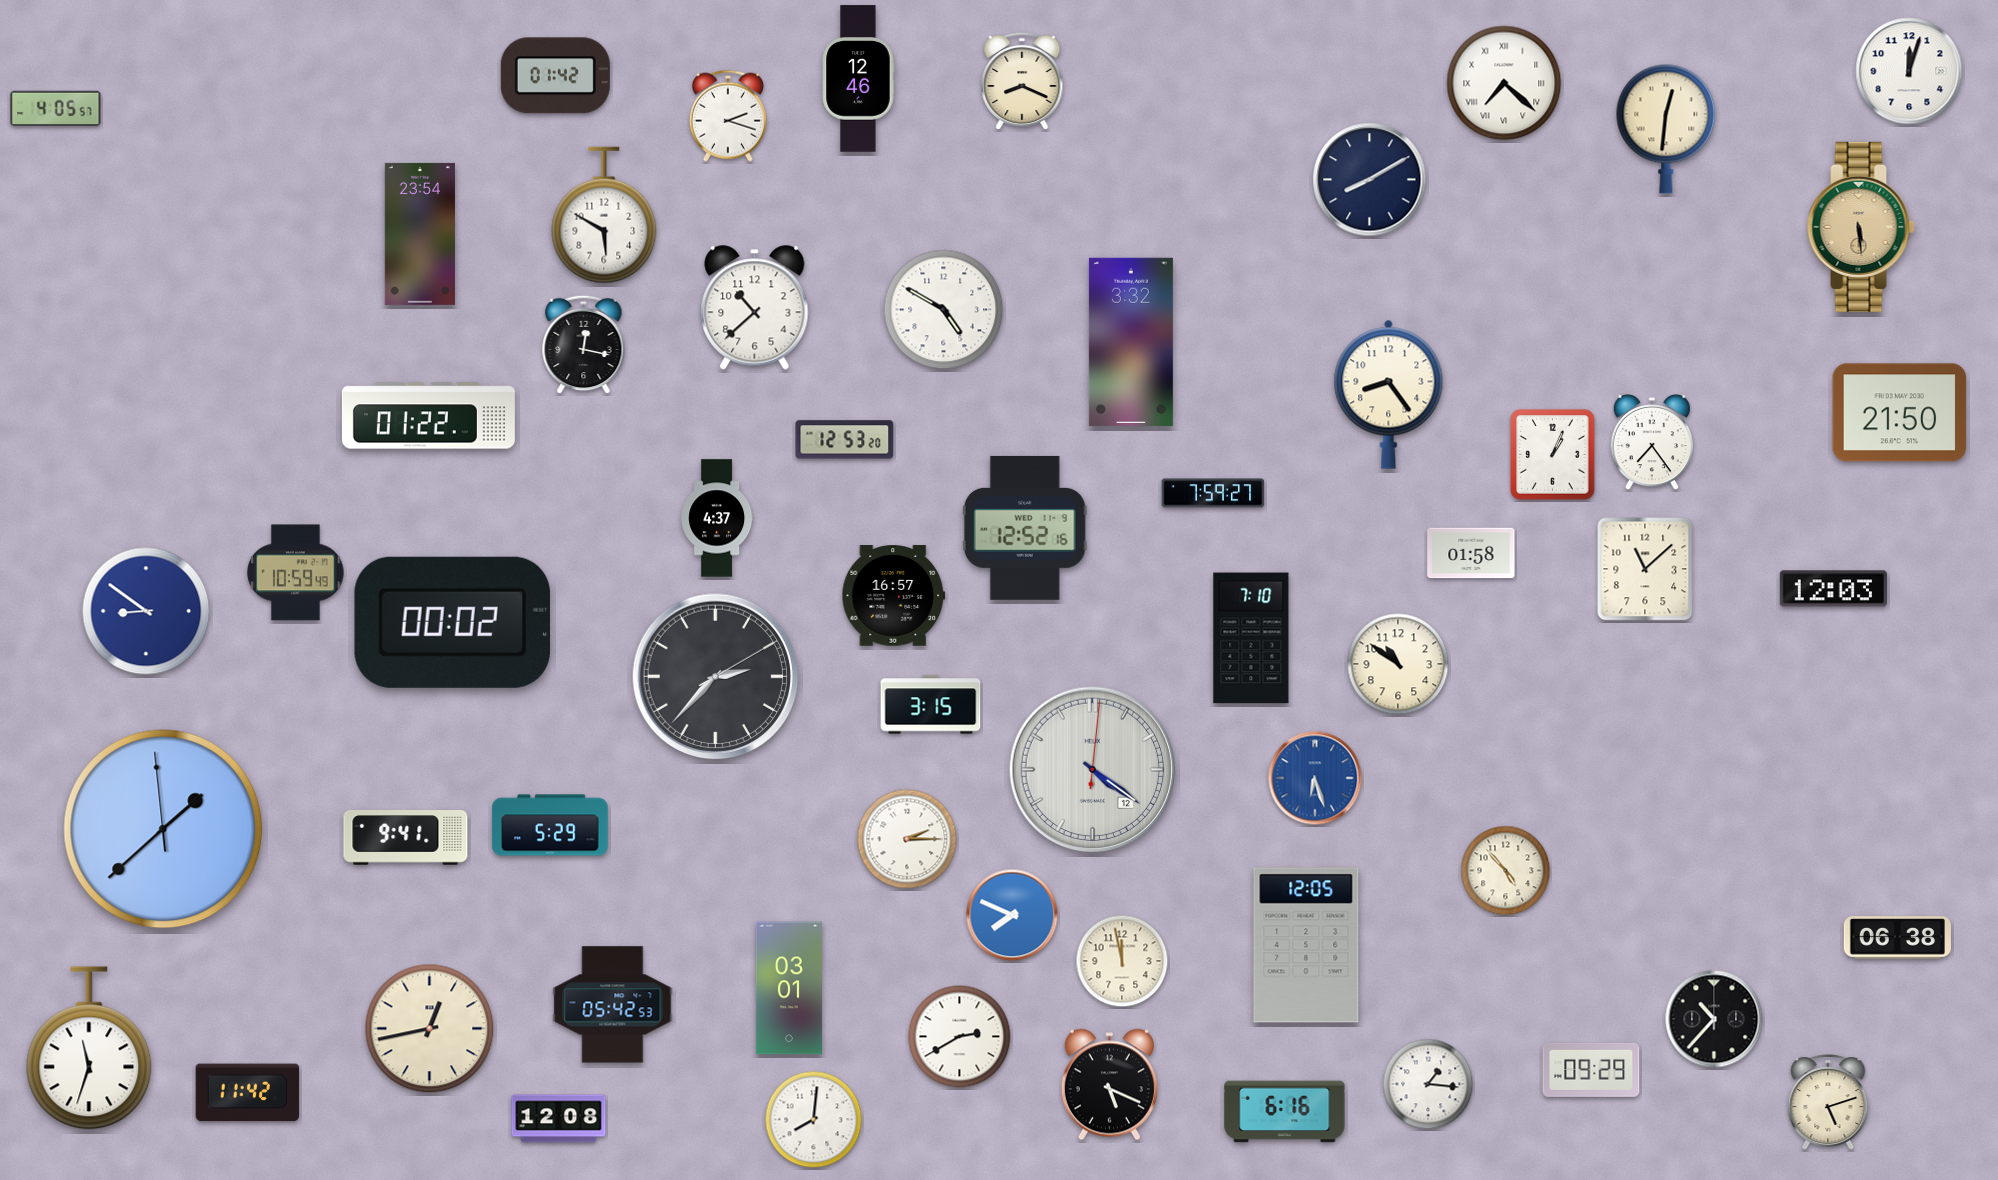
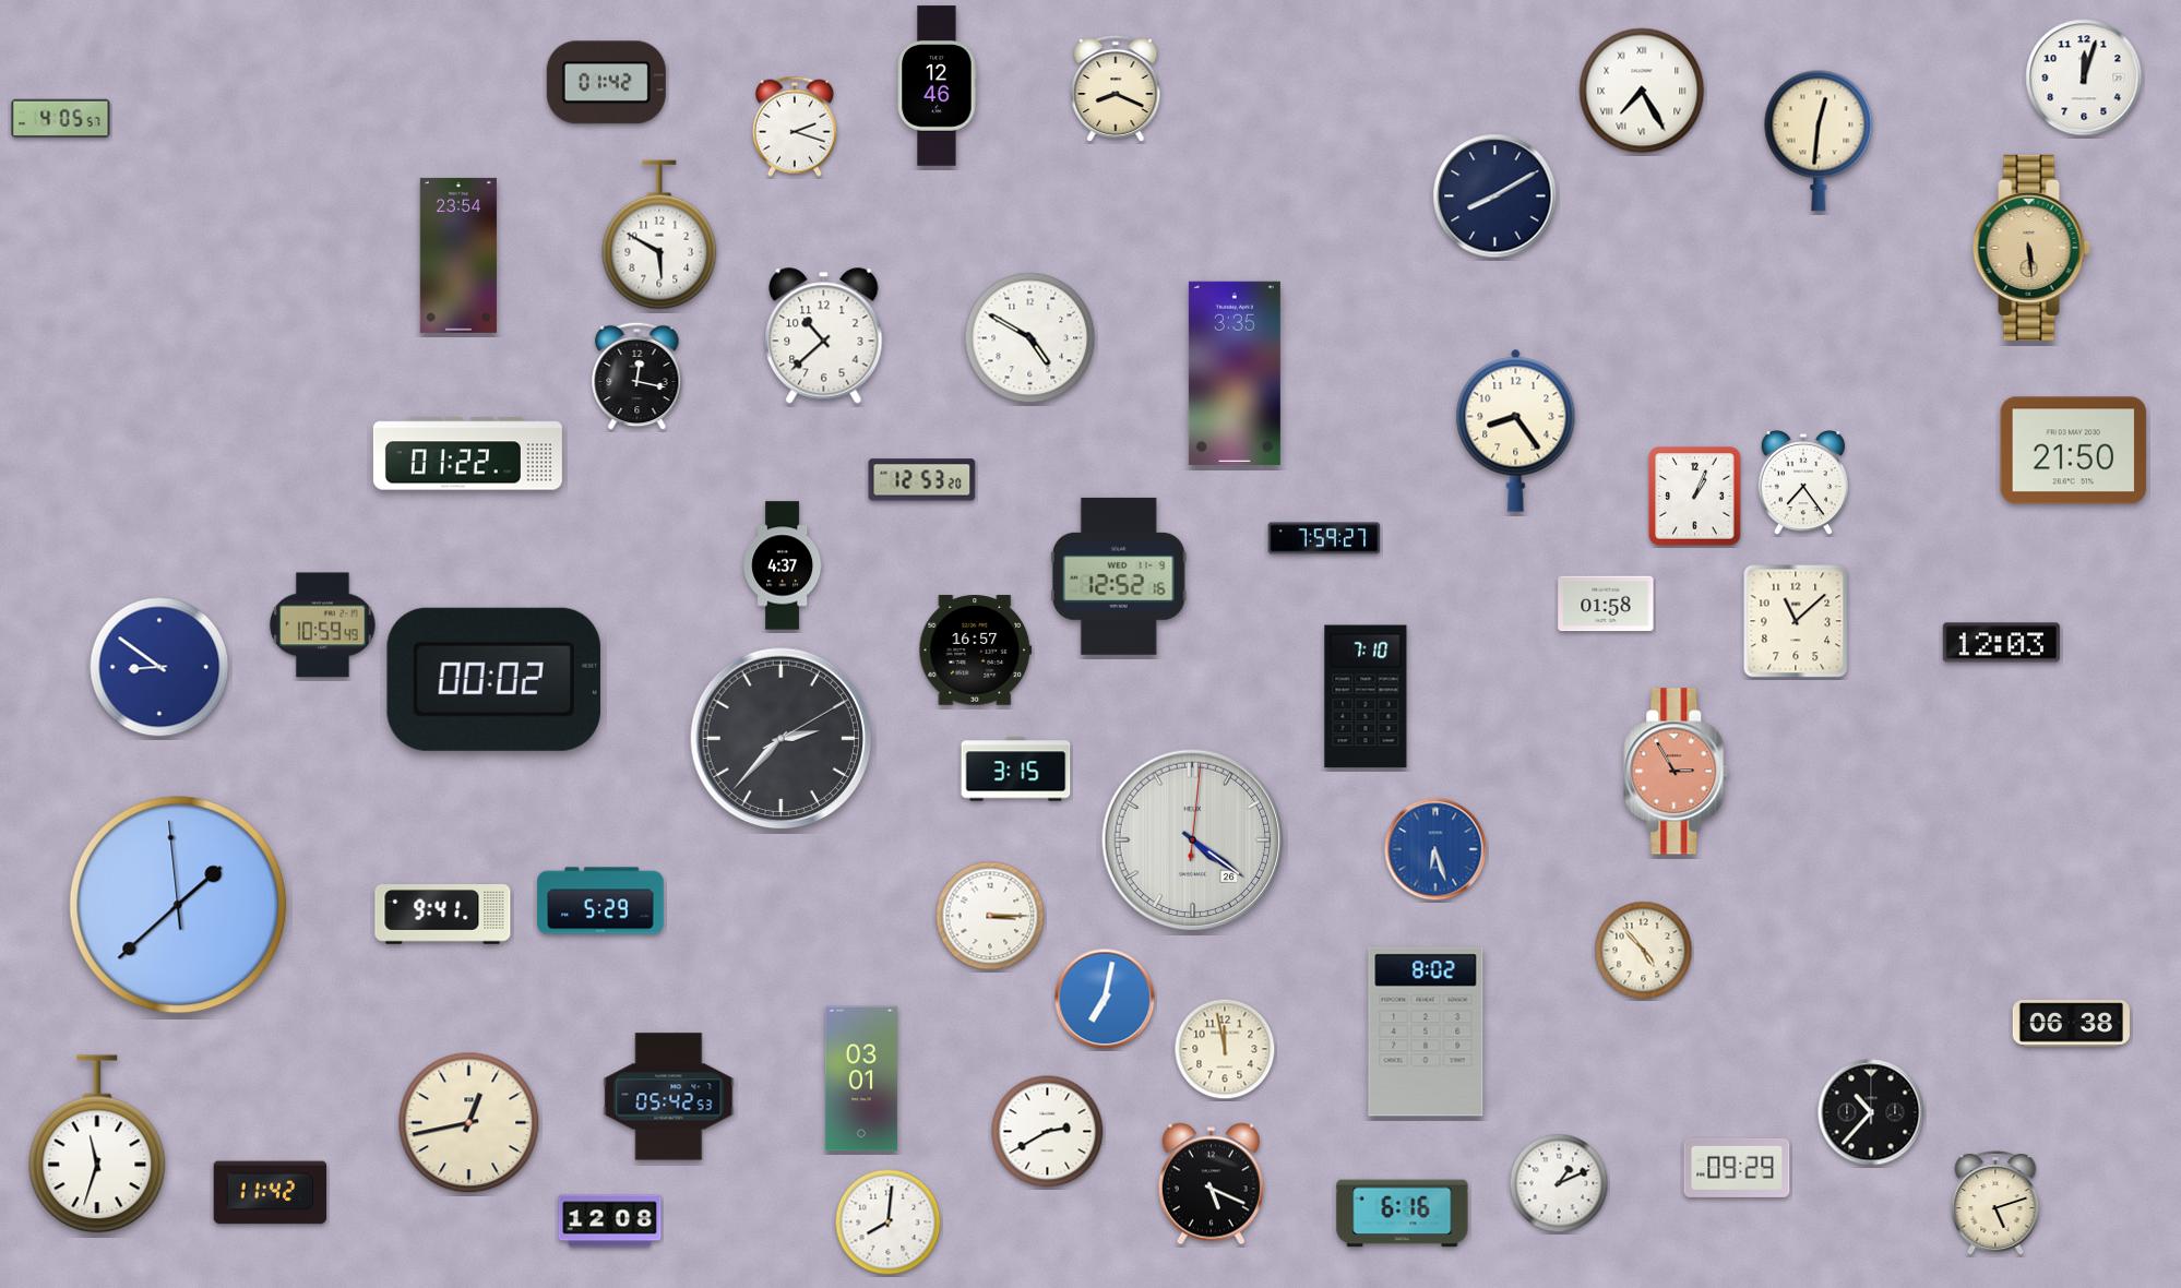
clock at (1504, 83): 7:22 -> 7:25
clock at (1131, 342): 3:32 -> 3:35
clock at (1398, 664): 10:51 -> none
clock at (1677, 772): none -> 2:55
clock at (1093, 770) date: 12 -> 26
clock at (907, 839): 2:15 -> 3:15
clock at (1012, 915): 7:49 -> 7:02
clock at (1306, 945): 12:05 -> 8:02
clock at (1428, 1084): 1:16 -> 1:11
